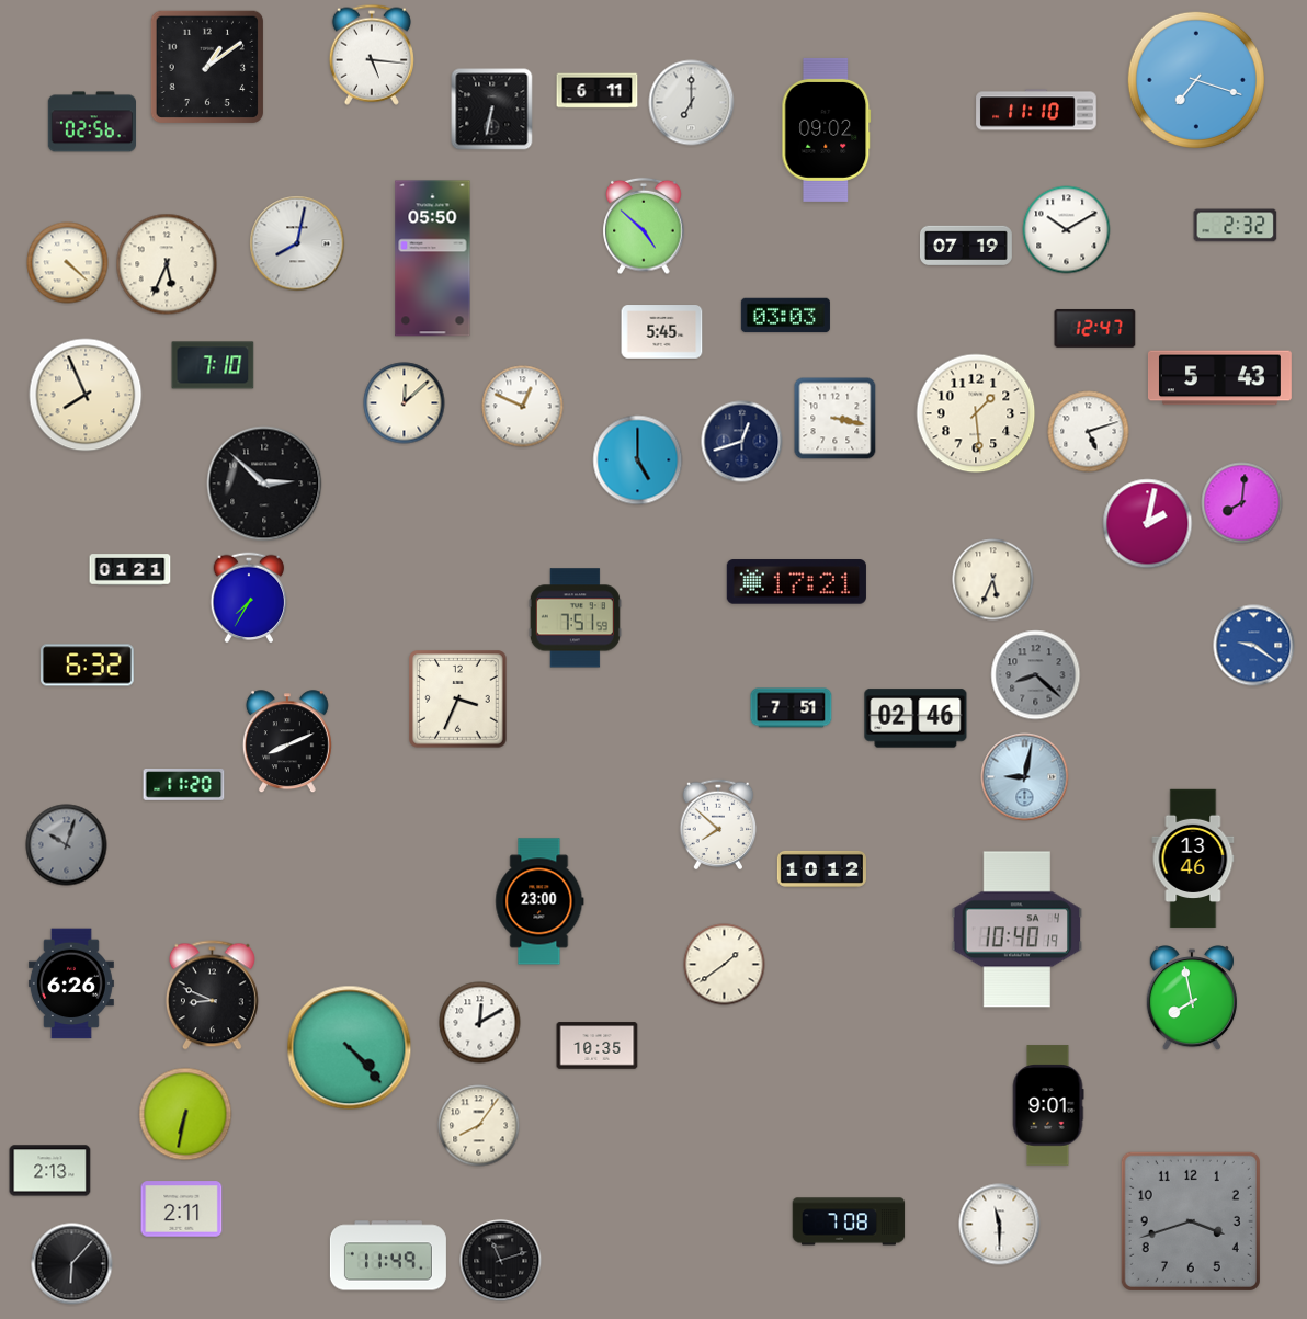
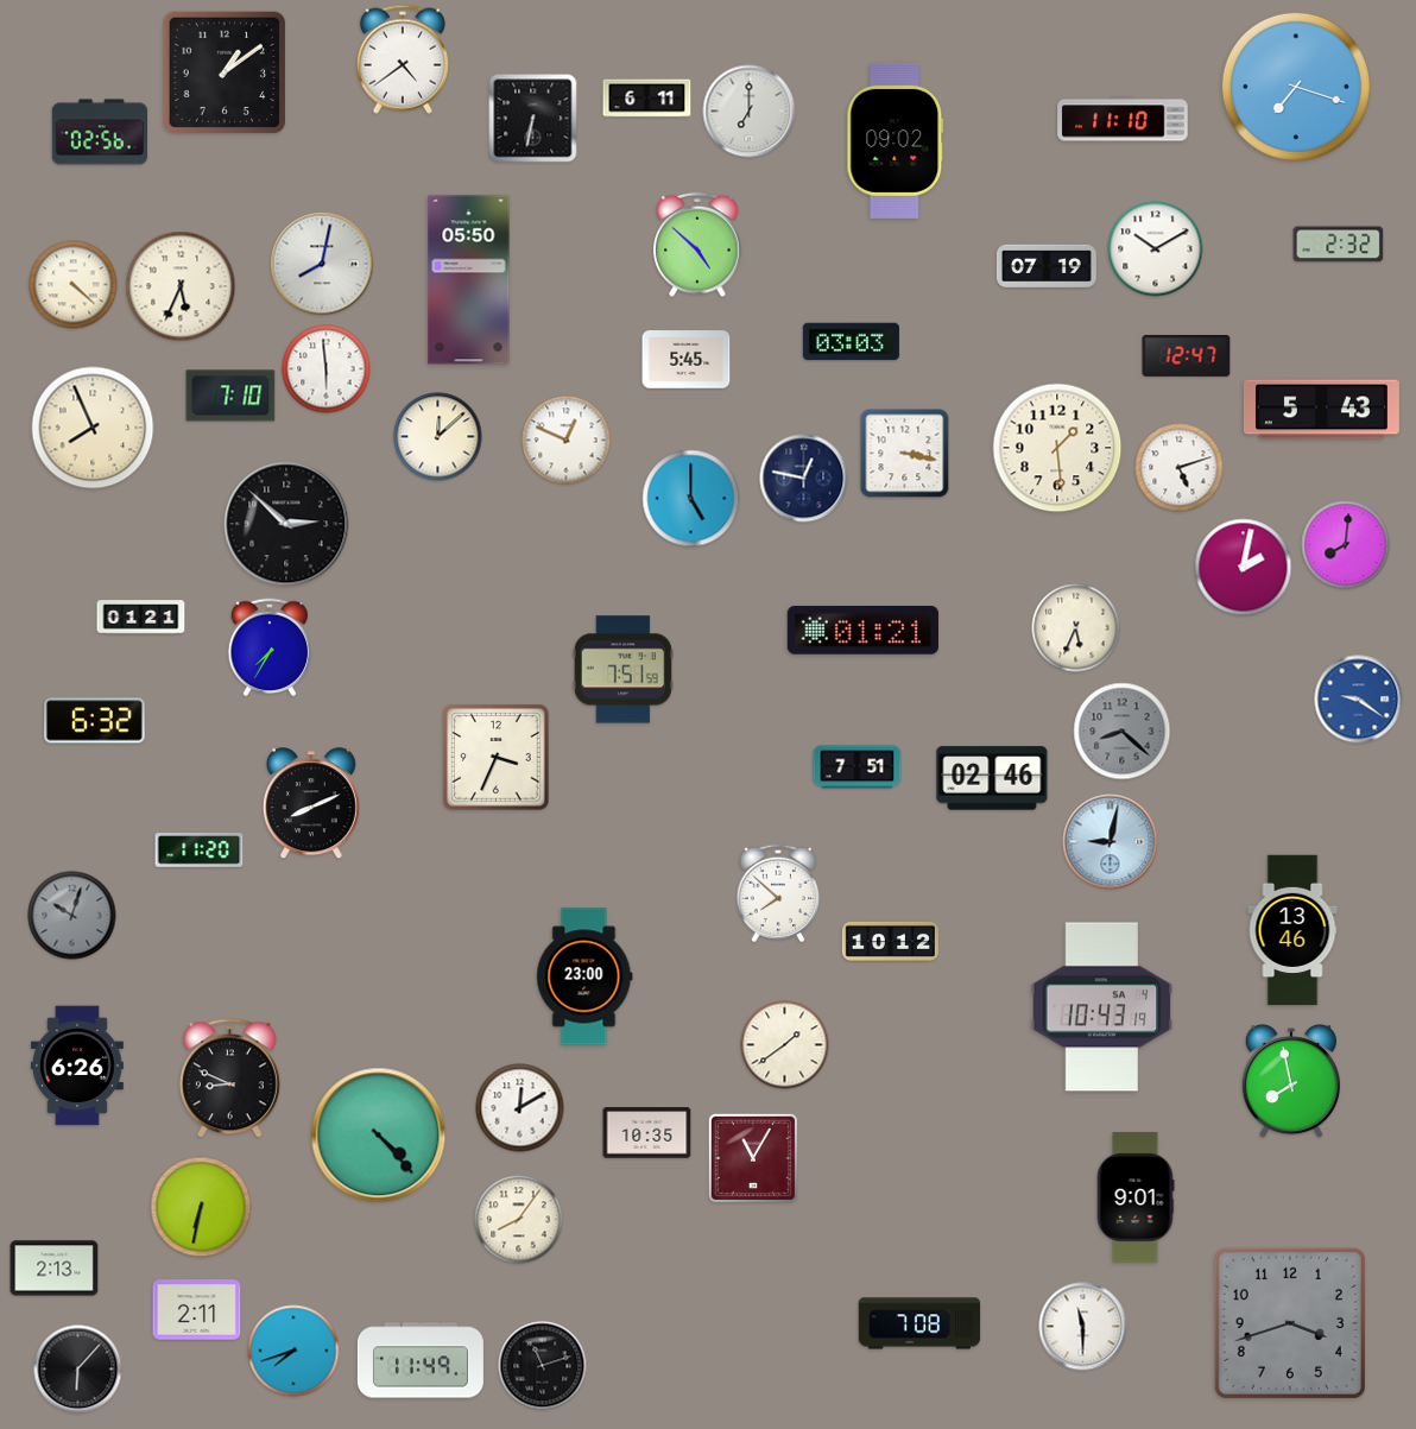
clock at (372, 55): 5:16 -> 4:39
clock at (662, 332) position: (662, 332) -> (687, 360)
clock at (327, 369): none -> 5:59
clock at (742, 442): 12:42 -> 12:47
clock at (796, 582): 17:21 -> 01:21
clock at (1018, 930): 10:40 -> 10:43
clock at (753, 1158): none -> 11:05
clock at (293, 1351): none -> 7:42
